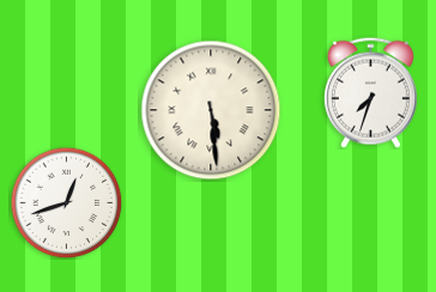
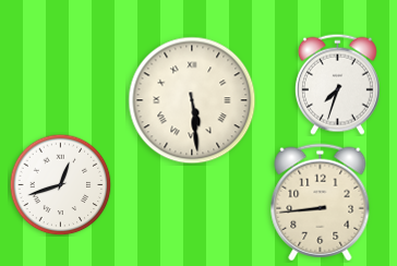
clock at (321, 203): none -> 8:44
